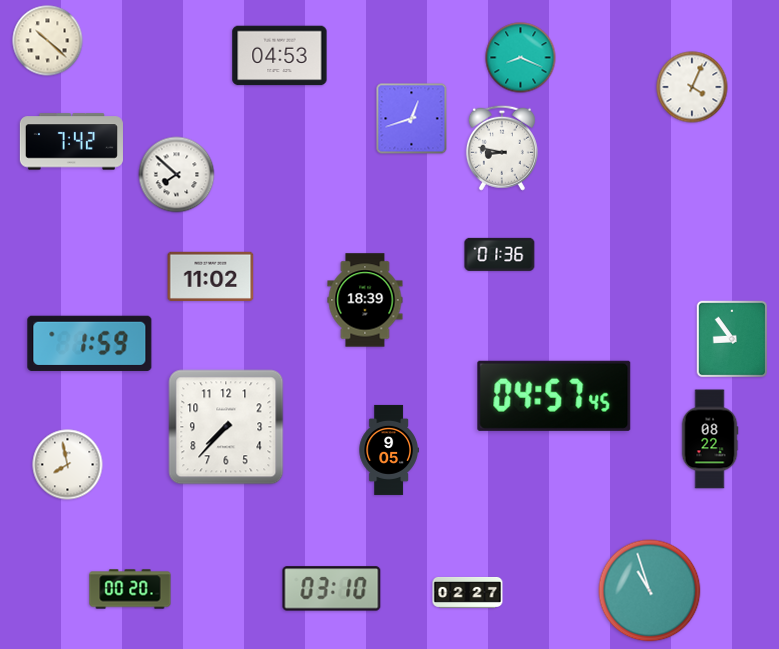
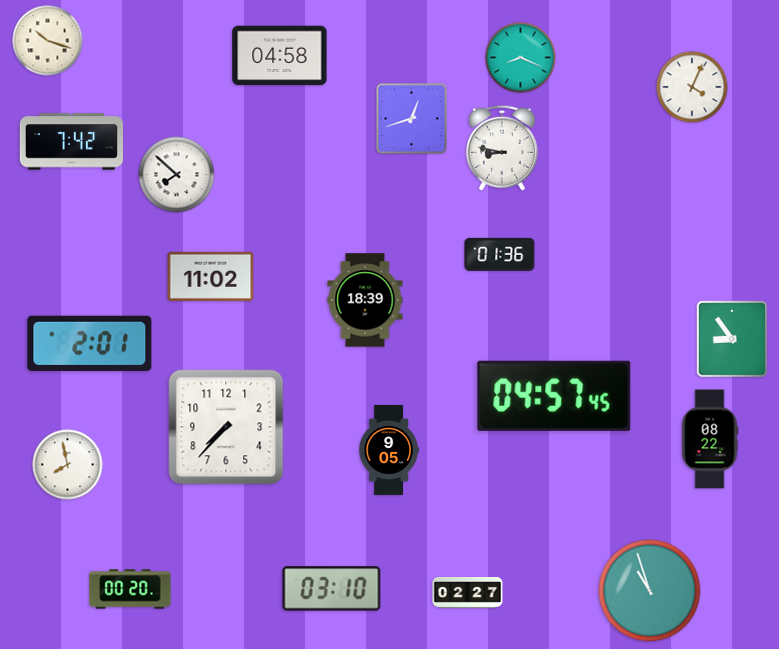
clock at (48, 41): 10:22 -> 10:18
clock at (280, 56): 04:53 -> 04:58
clock at (90, 343): 1:59 -> 2:01
